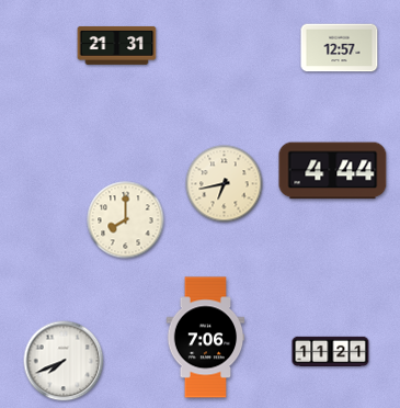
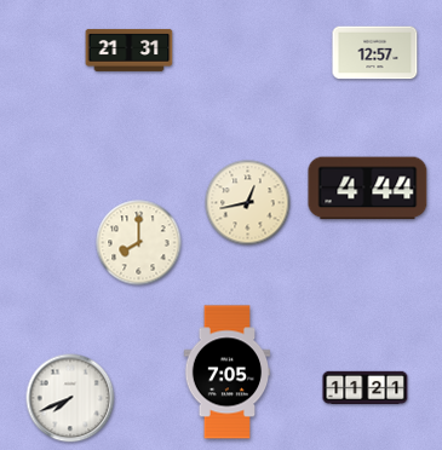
clock at (225, 184): 6:43 -> 12:43
clock at (206, 338): 7:06 -> 7:05
